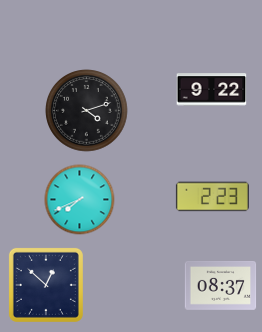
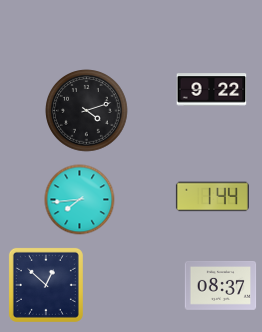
clock at (212, 197): 2:23 -> 1:44
clock at (80, 200): 7:41 -> 7:44
